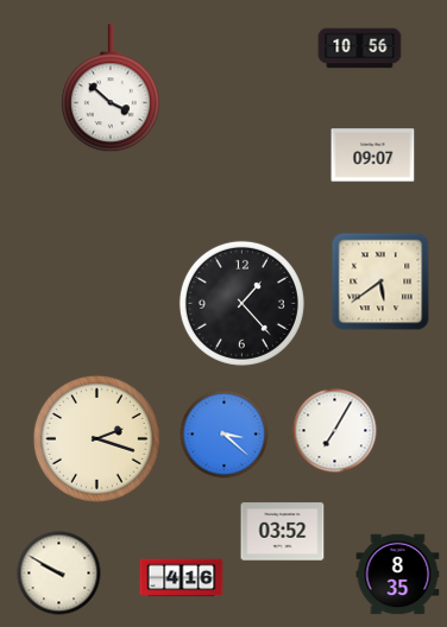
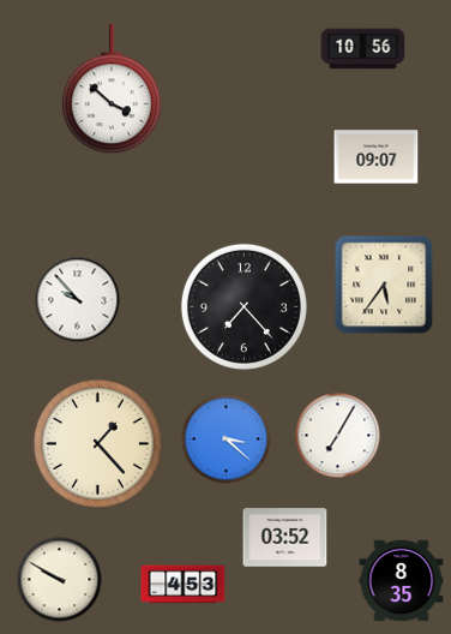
clock at (380, 281): 5:39 -> 5:36
clock at (78, 300): none -> 9:53
clock at (241, 303): 1:23 -> 7:23
clock at (96, 438): 2:18 -> 1:23
clock at (182, 578): 4:16 -> 4:53
